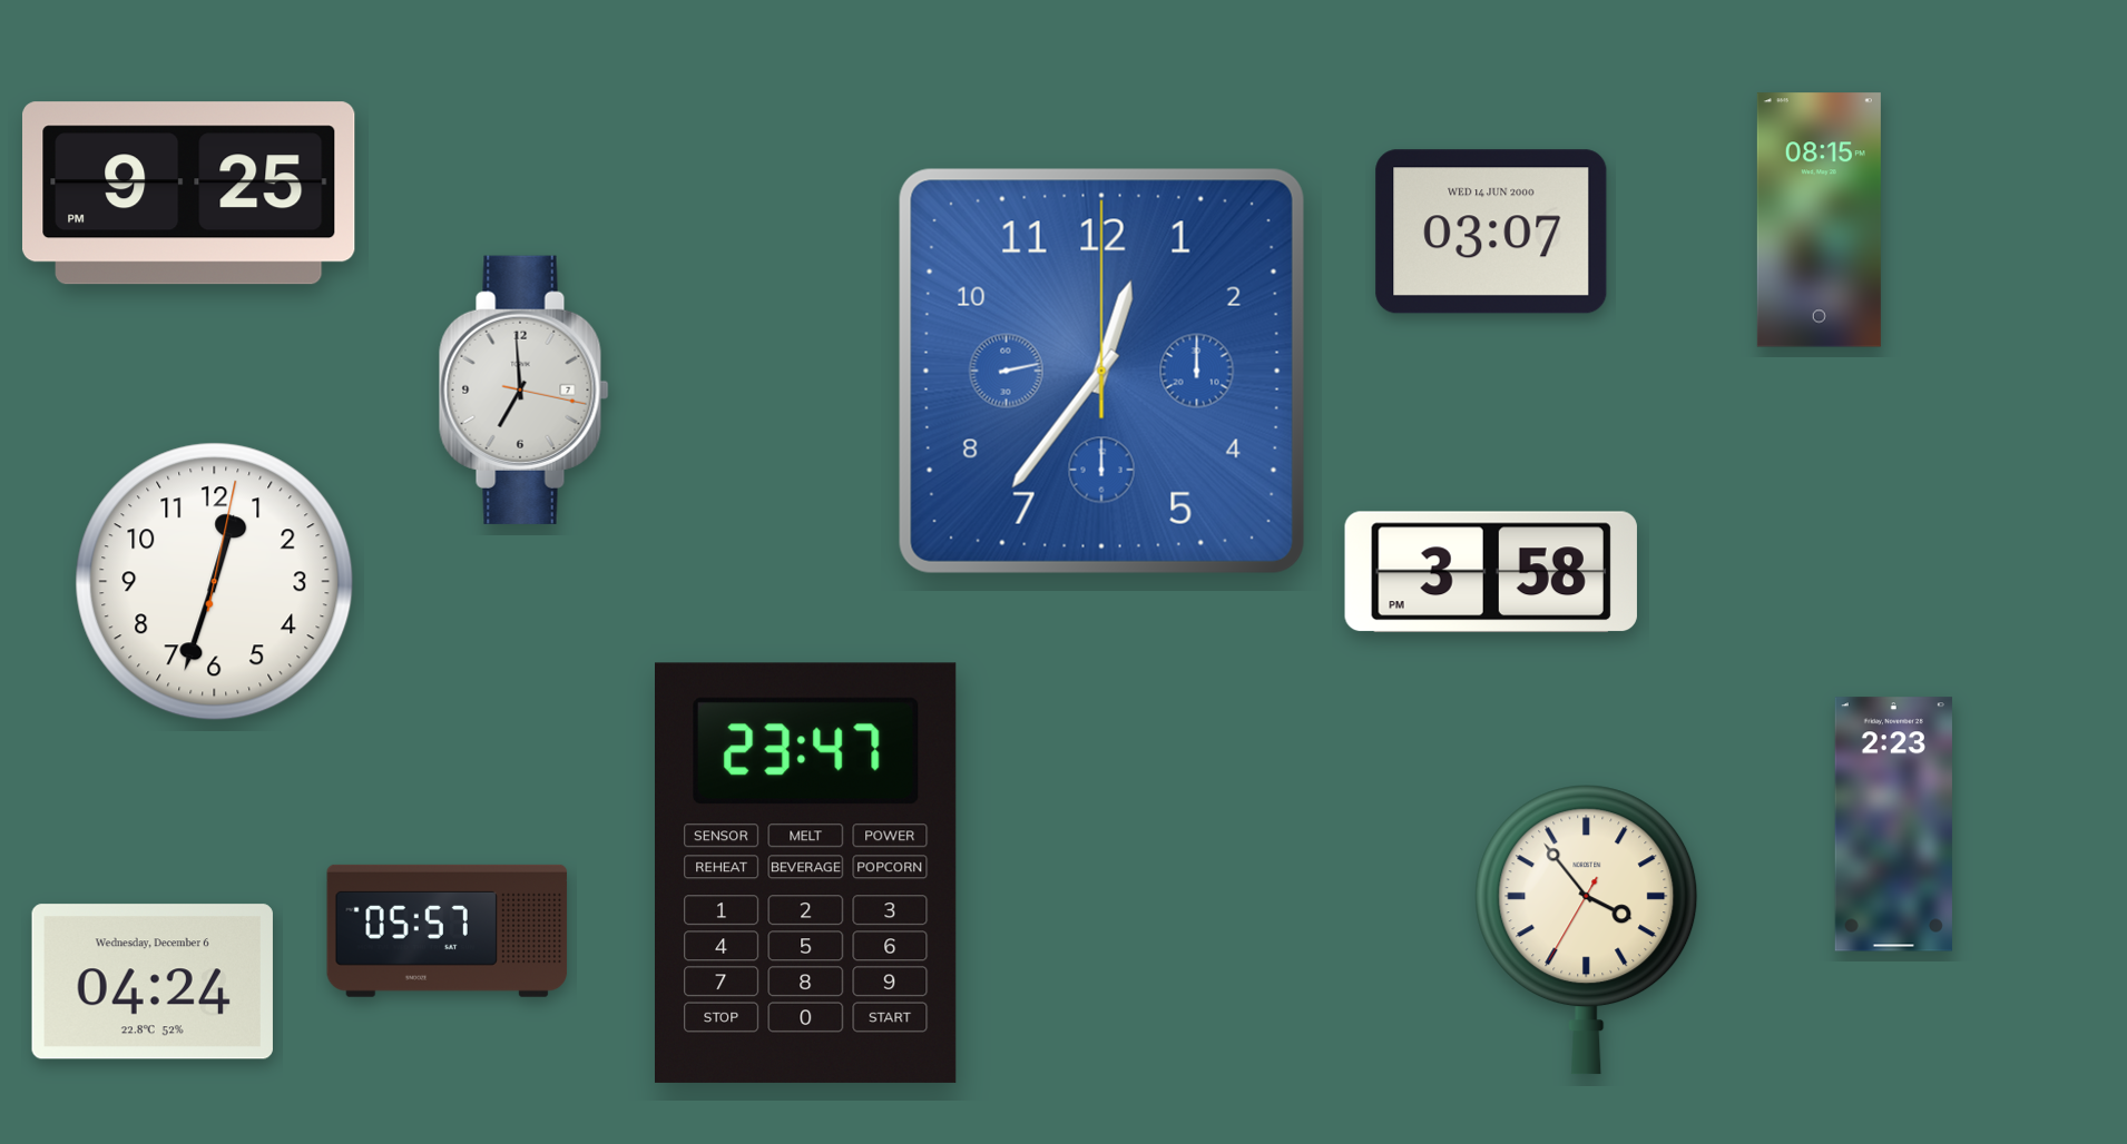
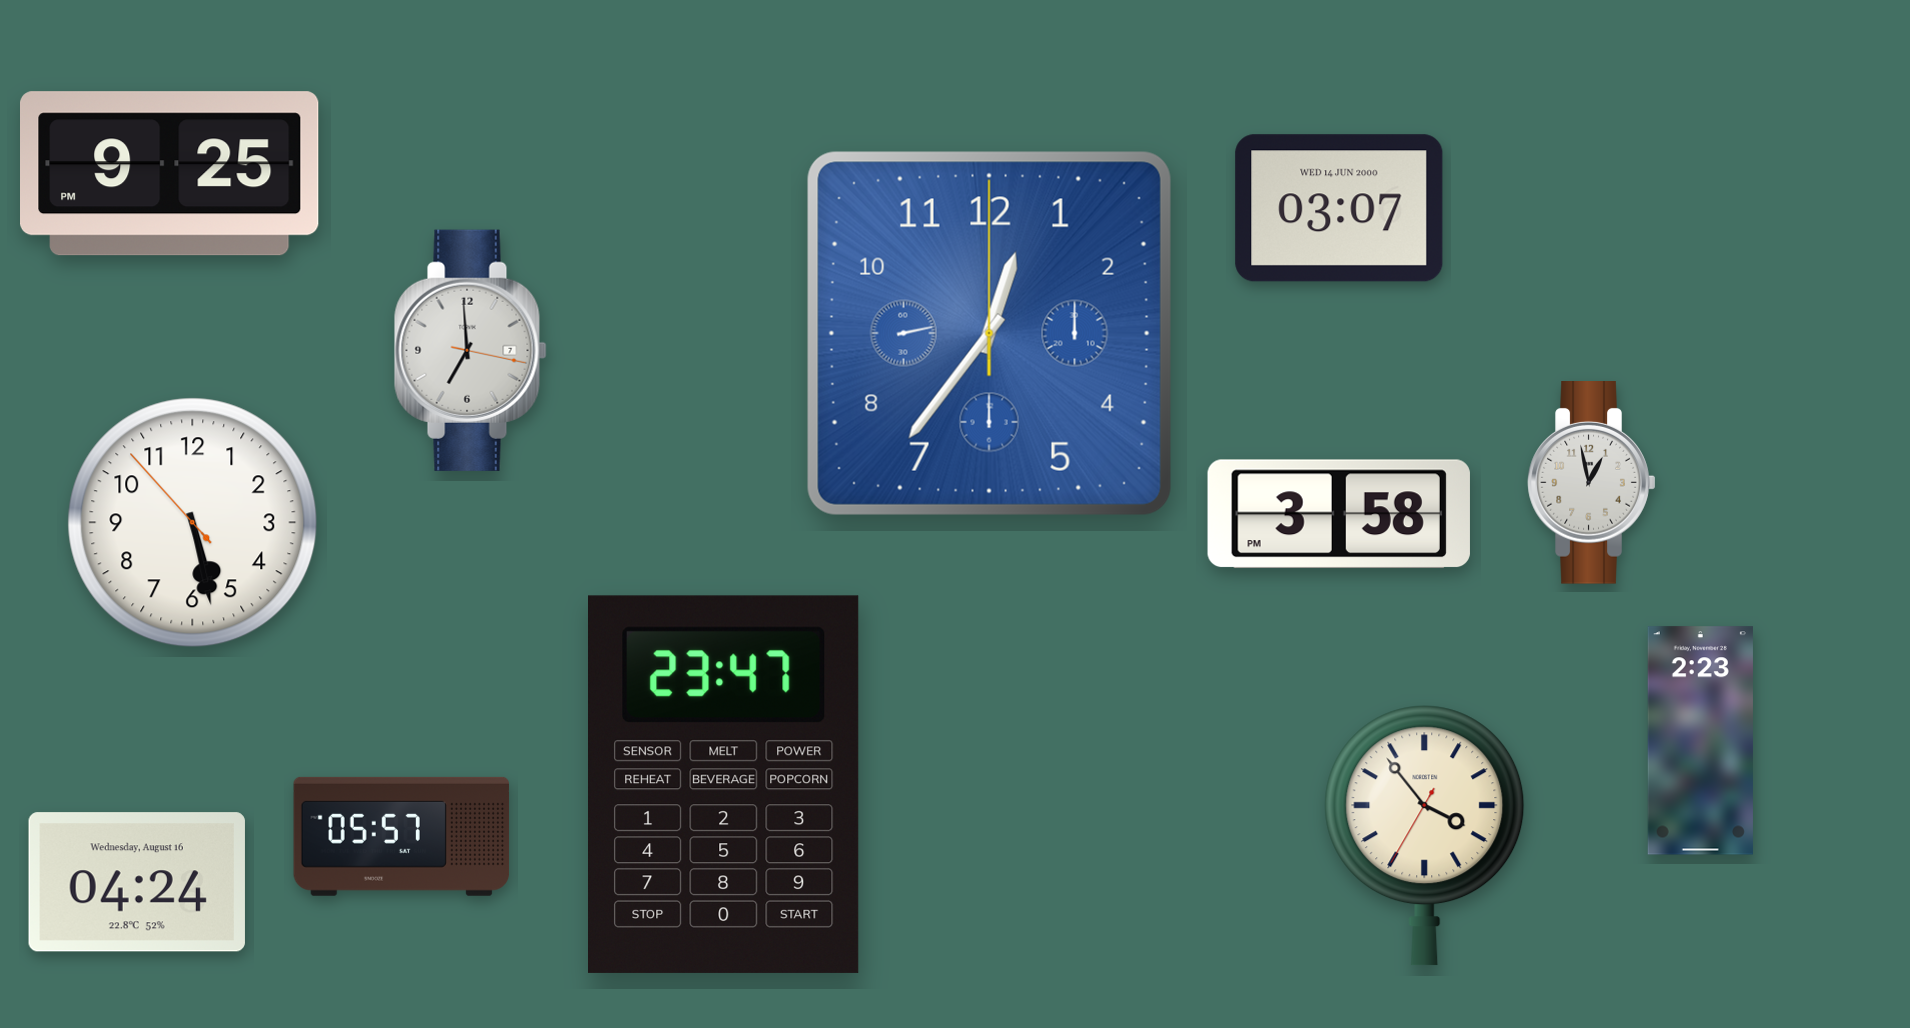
clock at (1819, 220): 08:15 -> none
clock at (1592, 483): none -> 12:58
clock at (215, 582): 12:33 -> 5:27
clock at (153, 982) date: Wednesday, December 6 -> Wednesday, August 16
